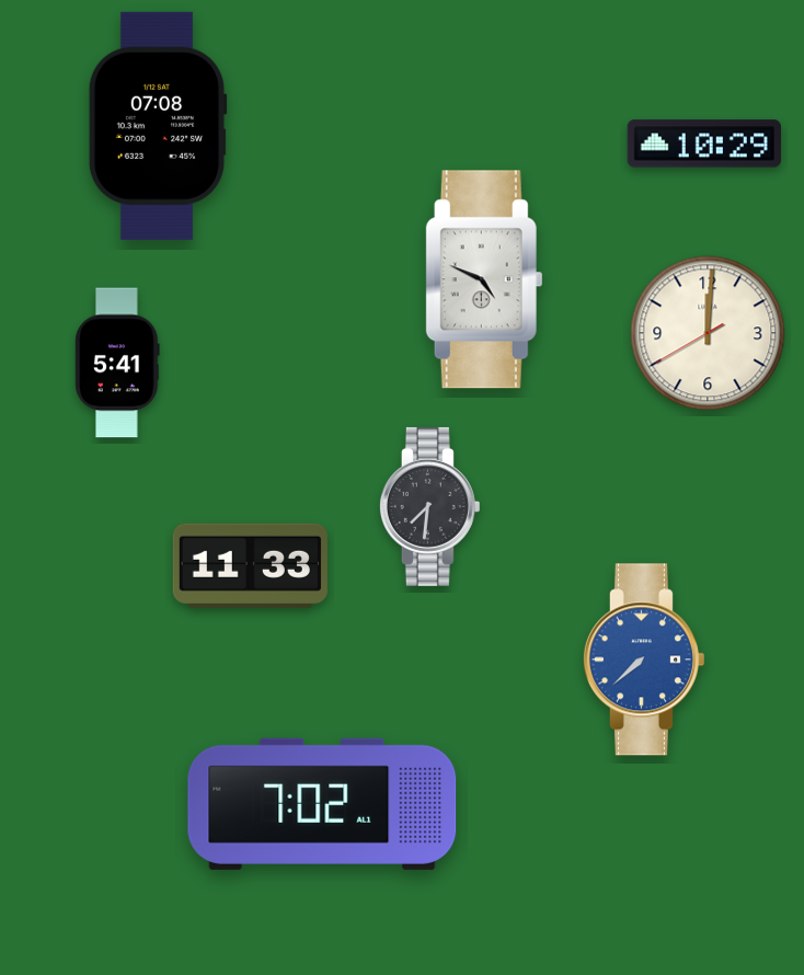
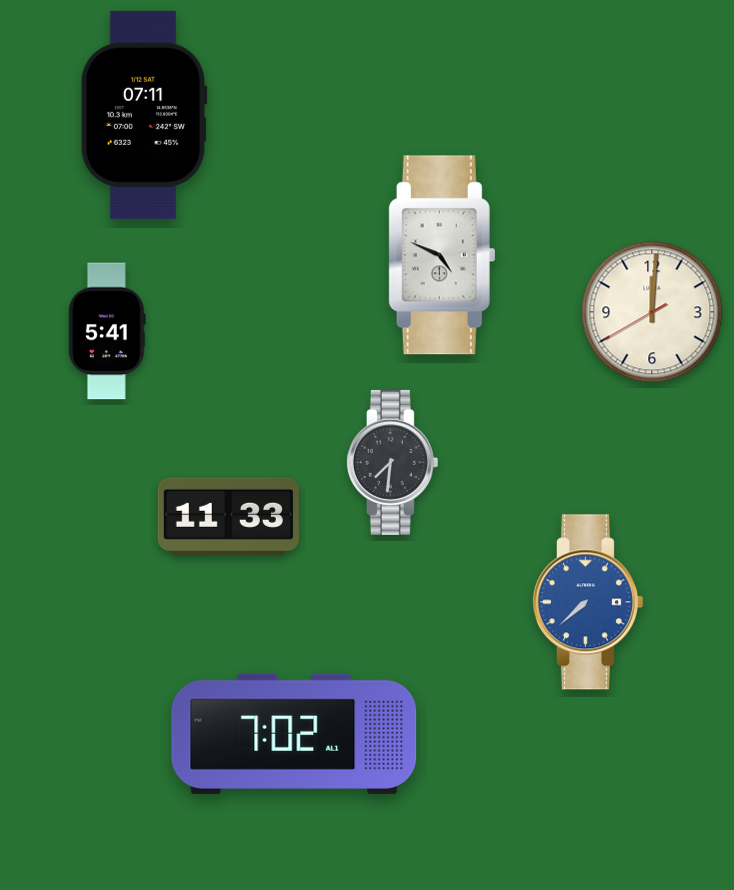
clock at (158, 126): 07:08 -> 07:11
clock at (704, 144): 10:29 -> none
clock at (708, 333) position: (708, 333) -> (652, 312)
